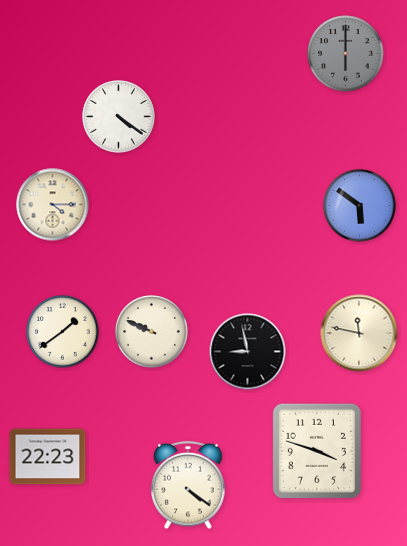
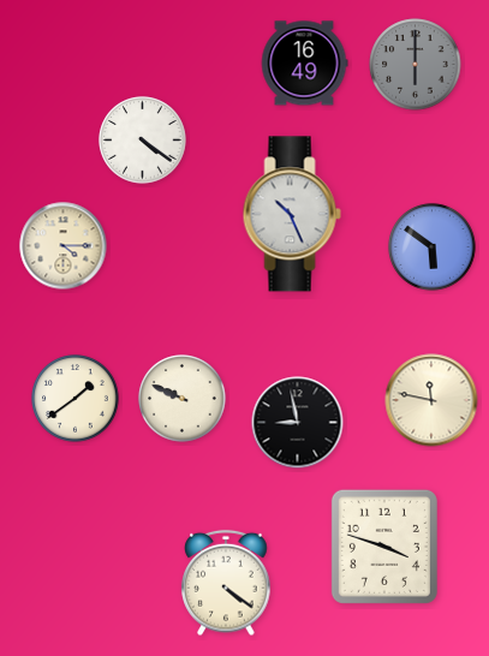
clock at (304, 64): none -> 16:49
clock at (292, 214): none -> 10:26
clock at (317, 451) position: (317, 451) -> (384, 547)
clock at (48, 457): 22:23 -> none
